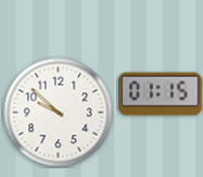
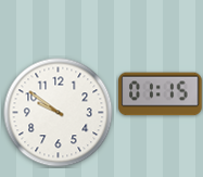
clock at (59, 113): 9:52 -> 9:51
